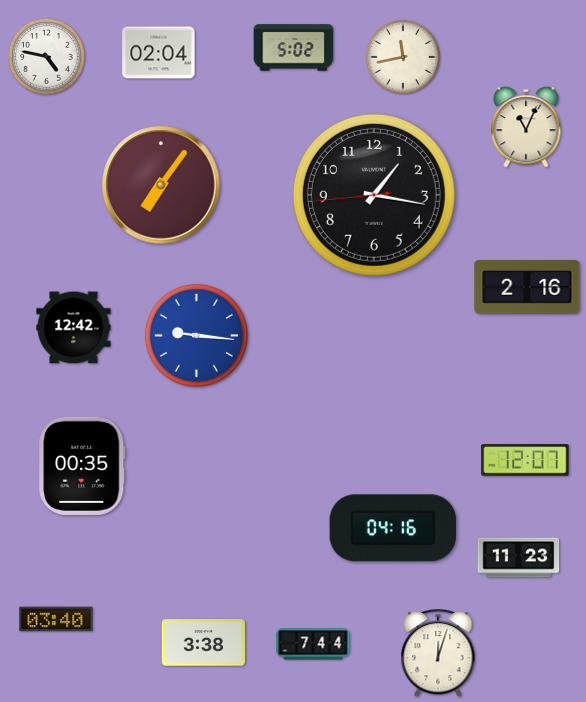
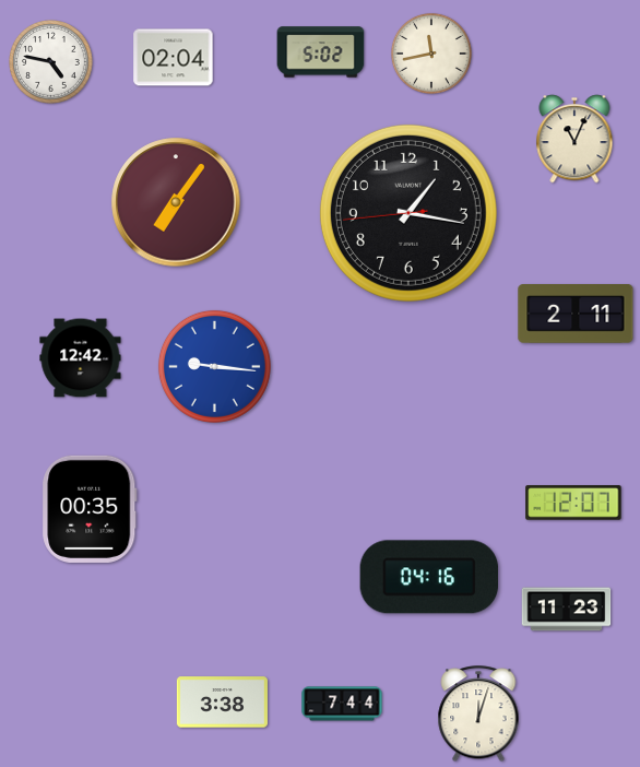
clock at (403, 57) position: (403, 57) -> (431, 54)
clock at (527, 288): 2:16 -> 2:11
clock at (56, 619): 03:40 -> none
